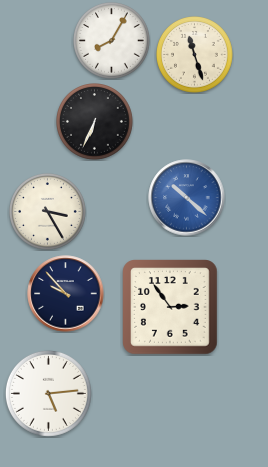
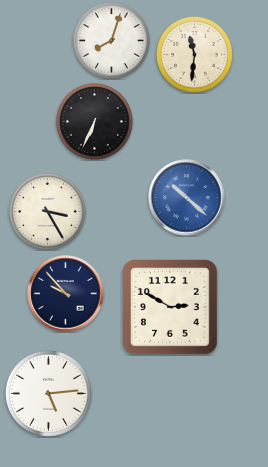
clock at (112, 41): 8:05 -> 8:03
clock at (195, 55): 11:27 -> 11:31
clock at (170, 307): 2:54 -> 2:50
